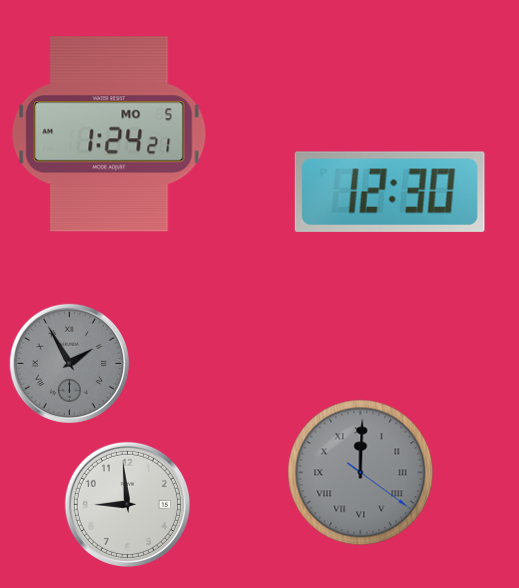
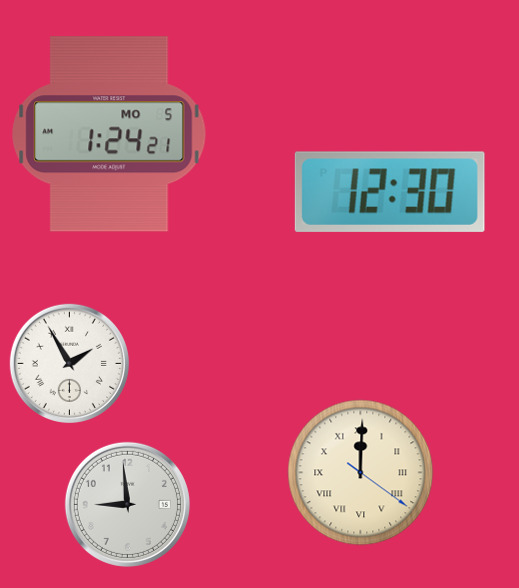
clock at (69, 363) dial: grey -> white
clock at (361, 473) dial: grey -> cream
